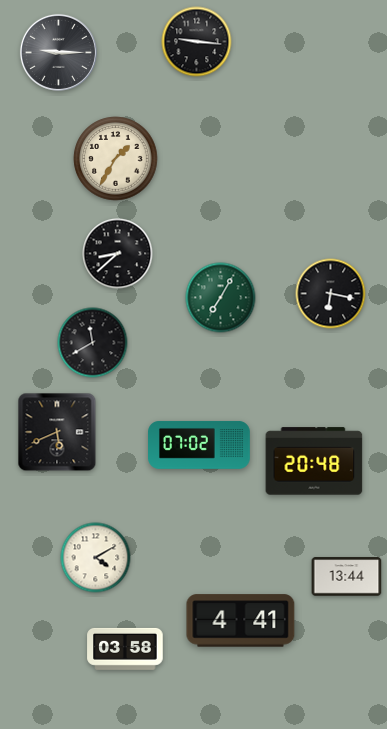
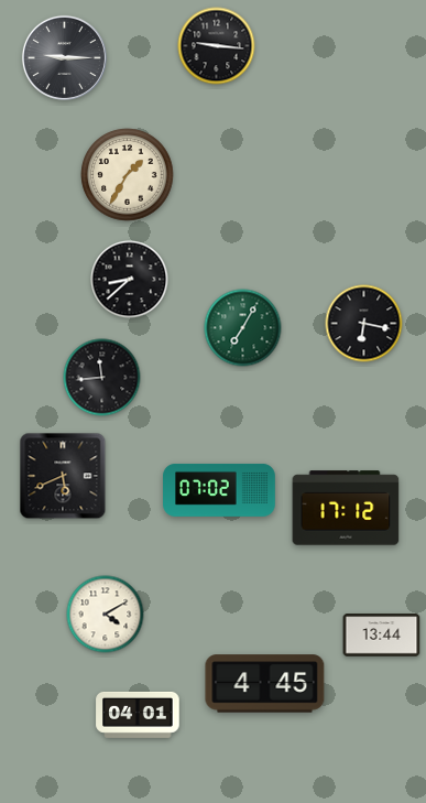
clock at (93, 343): 11:40 -> 11:44
clock at (314, 461): 20:48 -> 17:12
clock at (241, 621): 4:41 -> 4:45
clock at (125, 649): 03:58 -> 04:01
